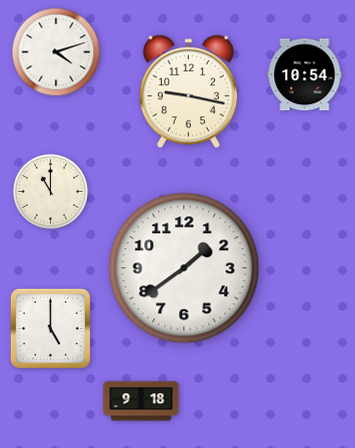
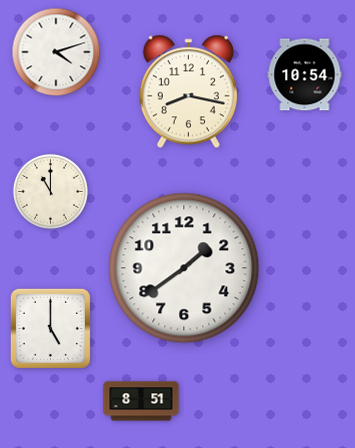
clock at (188, 92): 9:17 -> 8:17
clock at (141, 401): 9:18 -> 8:51
